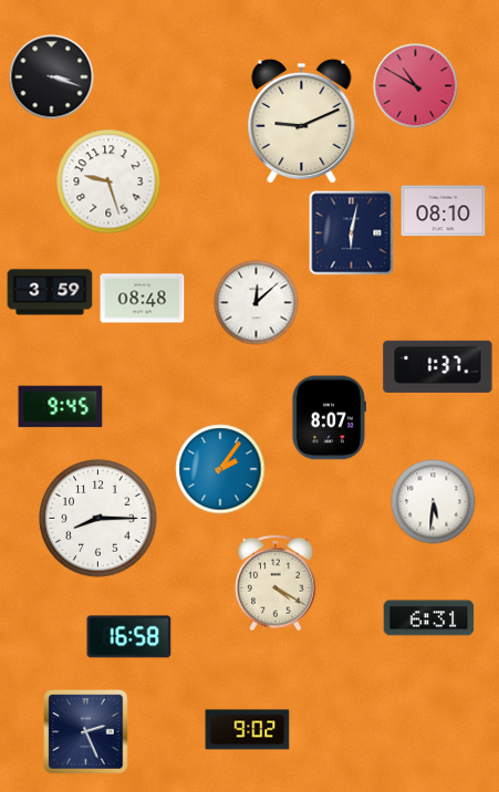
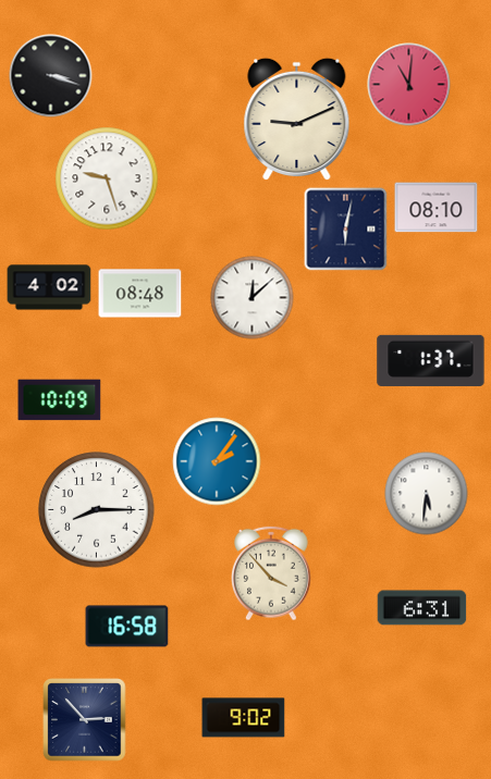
clock at (416, 86): 10:50 -> 11:01
clock at (50, 292): 3:59 -> 4:02
clock at (61, 407): 9:45 -> 10:09
clock at (329, 418): 8:07 -> none
clock at (277, 583): 4:20 -> 3:53
clock at (86, 732): 2:26 -> 2:53
